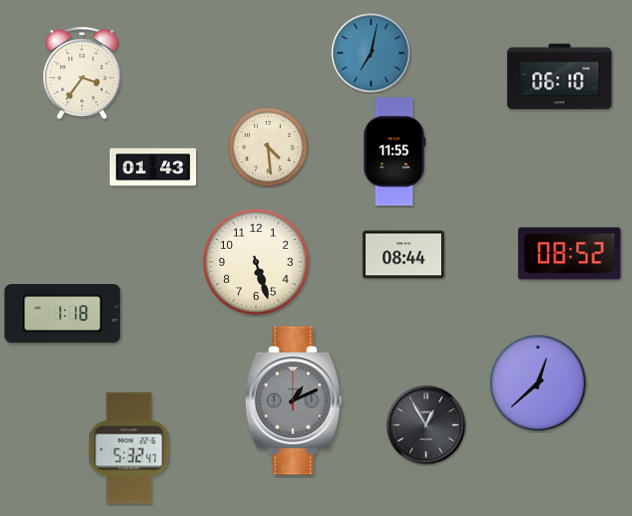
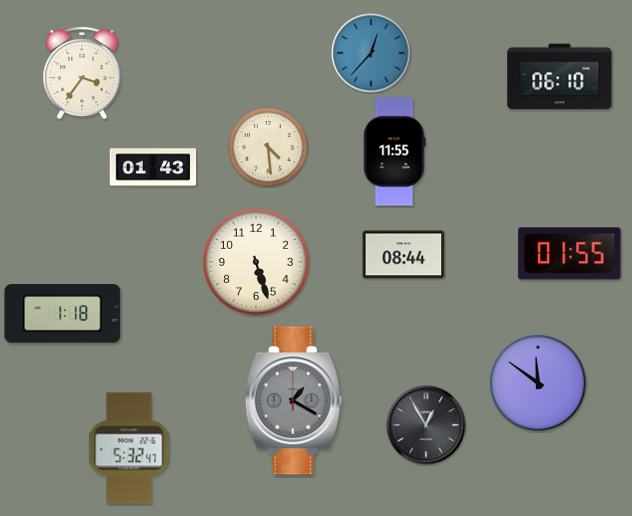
clock at (371, 53): 7:02 -> 12:37
clock at (570, 254): 08:52 -> 01:55
clock at (539, 384): 12:38 -> 11:51
clock at (293, 401): 1:11 -> 1:20
